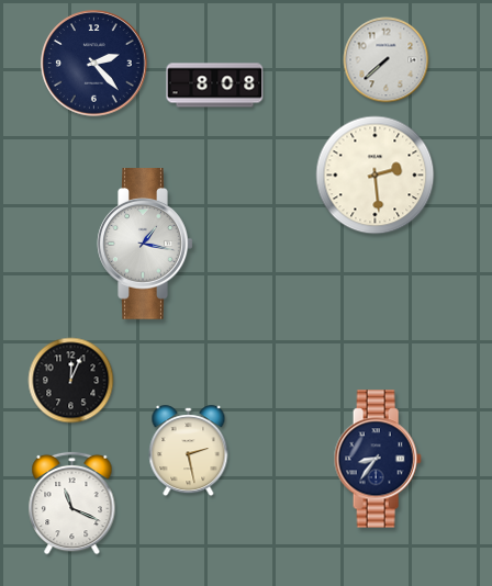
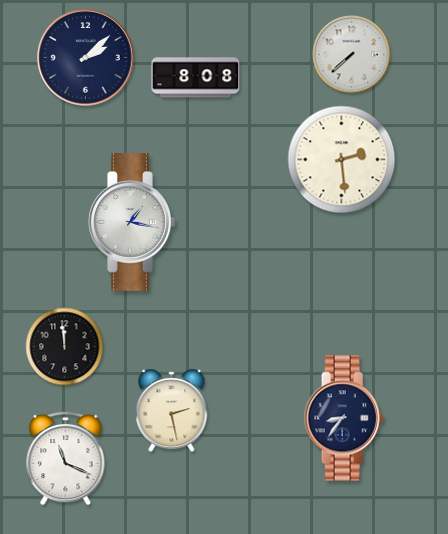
clock at (94, 64): 2:23 -> 2:08
clock at (71, 381): 12:04 -> 11:59
